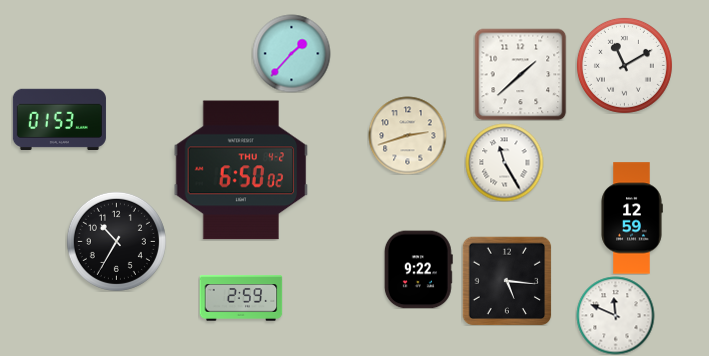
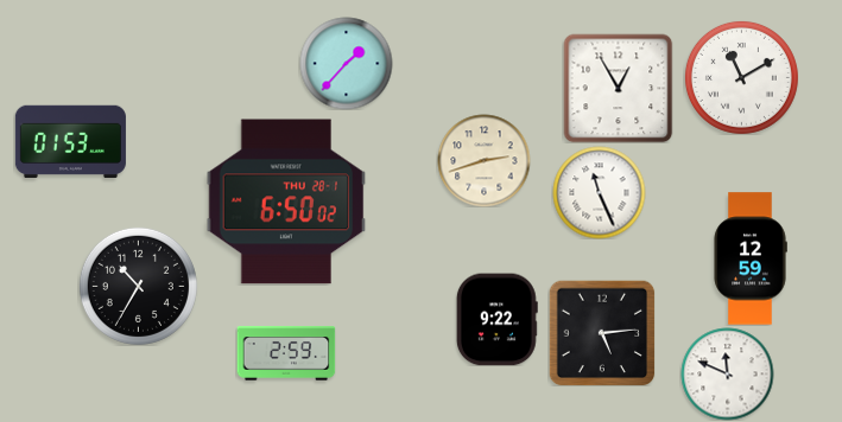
clock at (520, 74): 1:38 -> 12:55
clock at (504, 162): 11:25 -> 11:26
clock at (241, 170) date: THU 4-2 -> THU 28-1
clock at (507, 281): 5:16 -> 5:14
clock at (615, 315) position: (615, 315) -> (727, 373)
